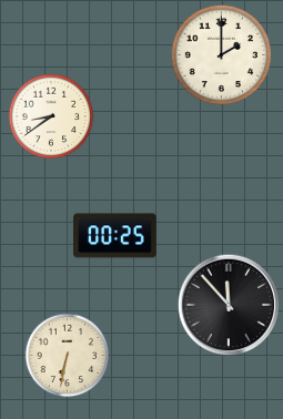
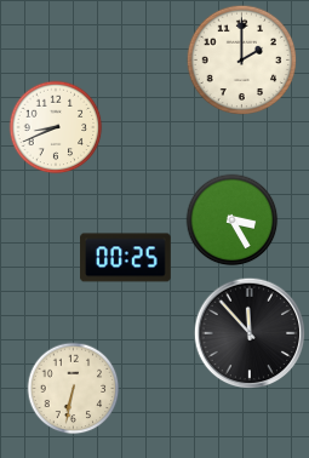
clock at (51, 116): 8:39 -> 8:41
clock at (233, 221): none -> 3:25
